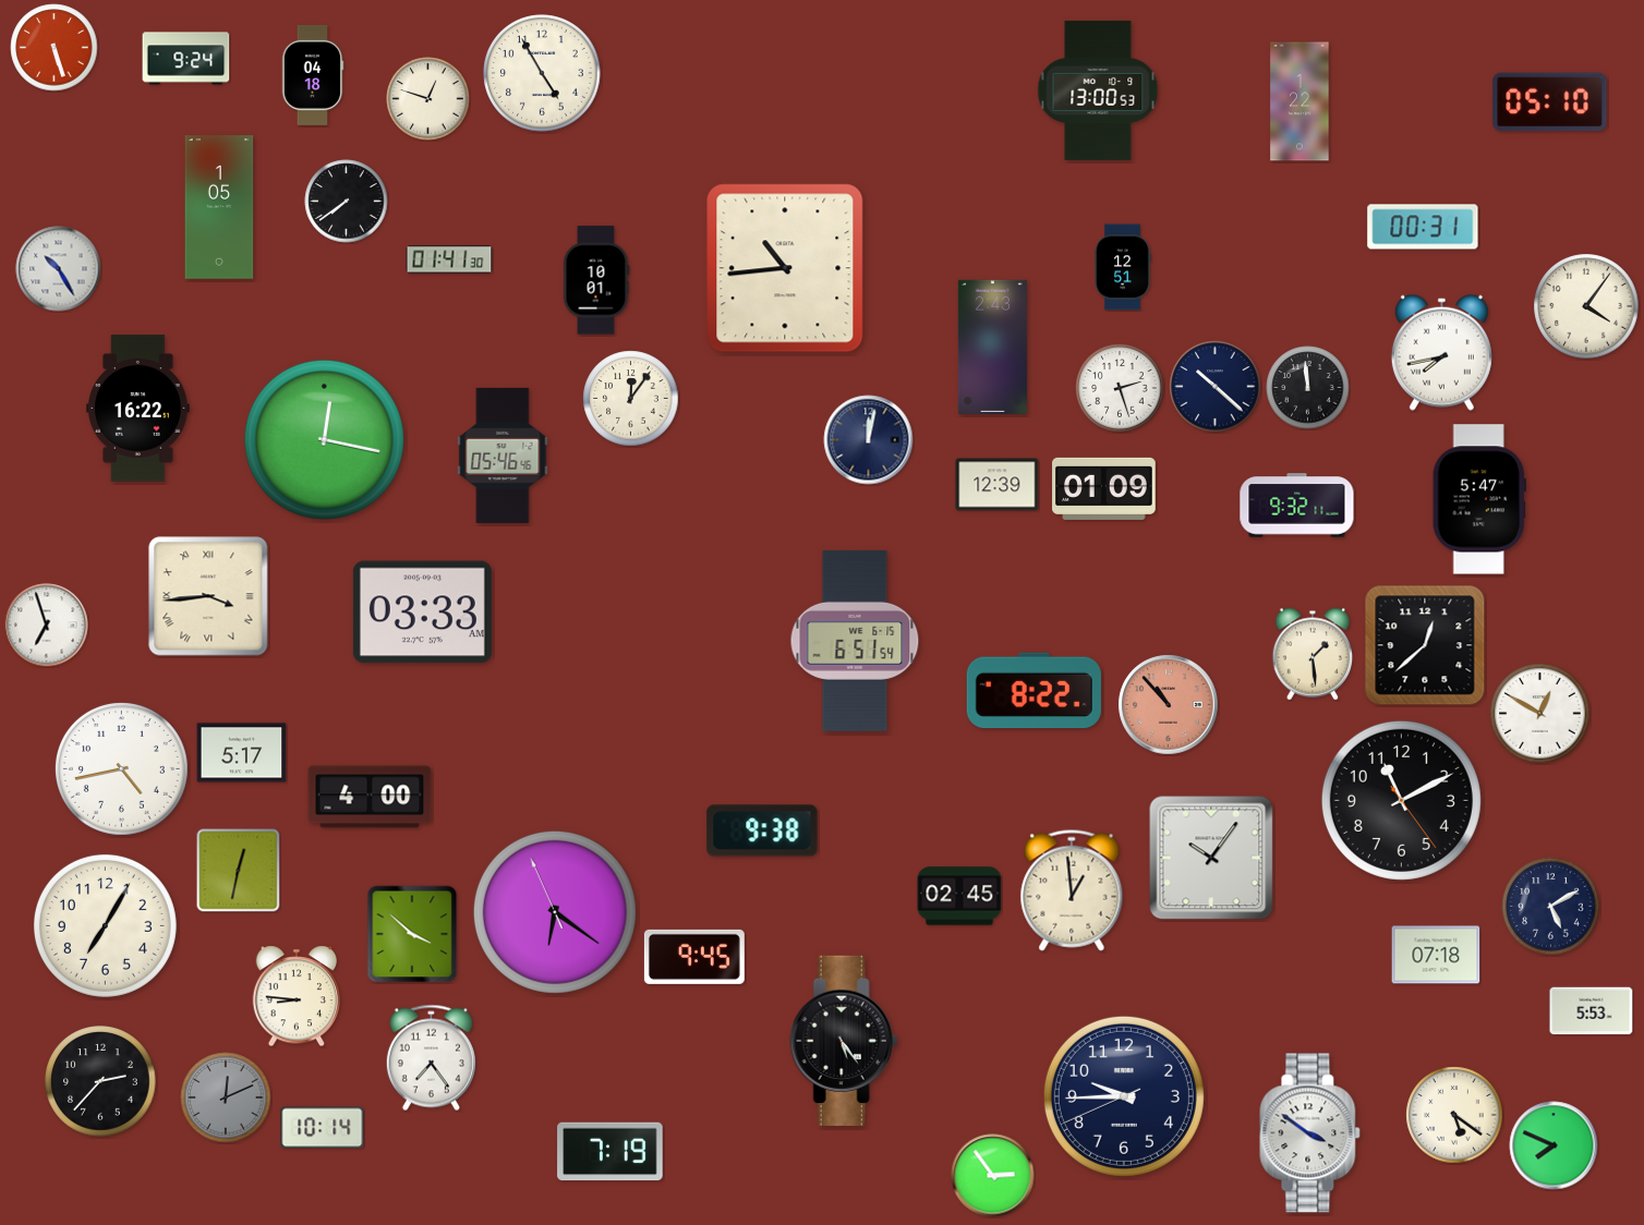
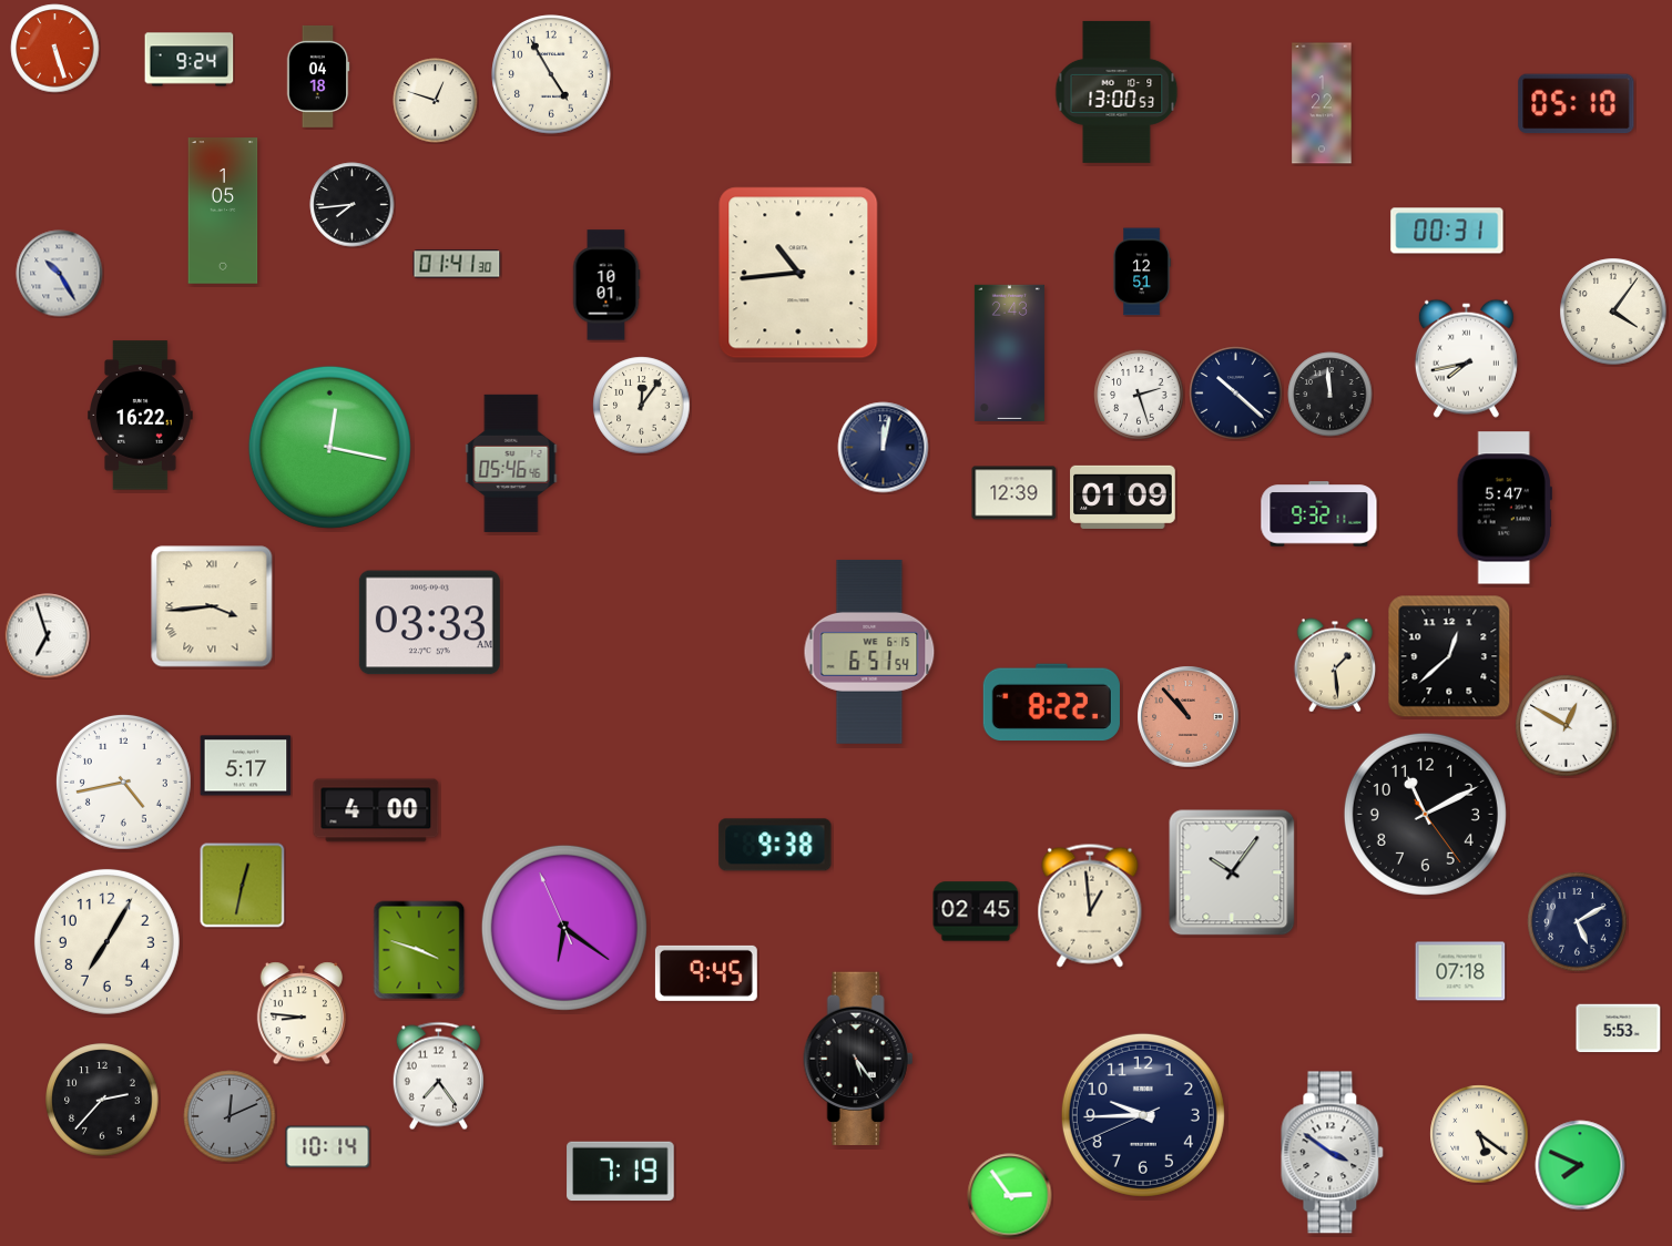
clock at (347, 202): 7:39 -> 7:44
clock at (412, 934): 3:52 -> 3:48
